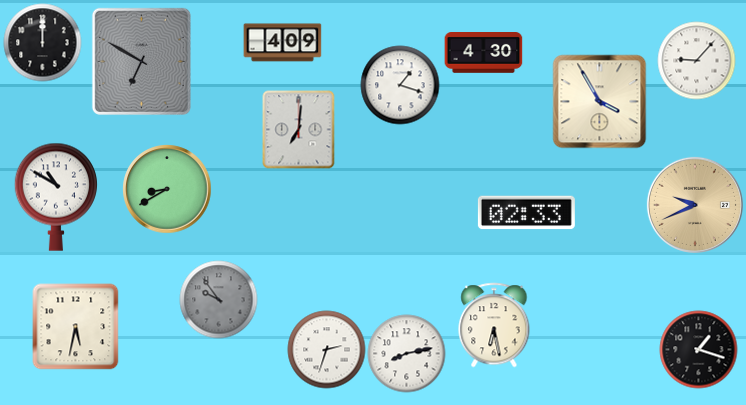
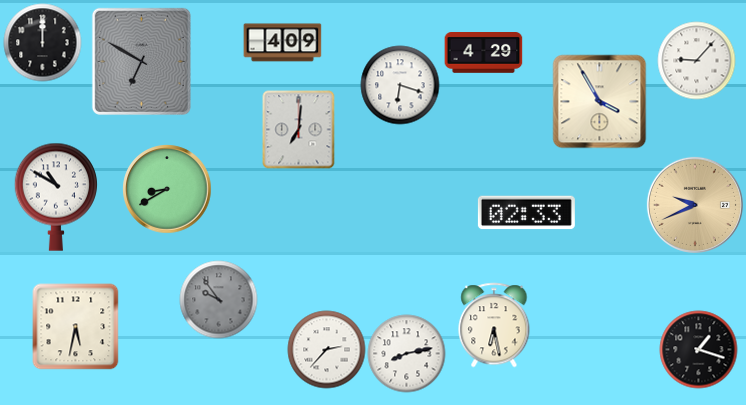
clock at (483, 53): 4:30 -> 4:29
clock at (400, 85): 1:18 -> 6:18
clock at (326, 349): 2:33 -> 2:37
